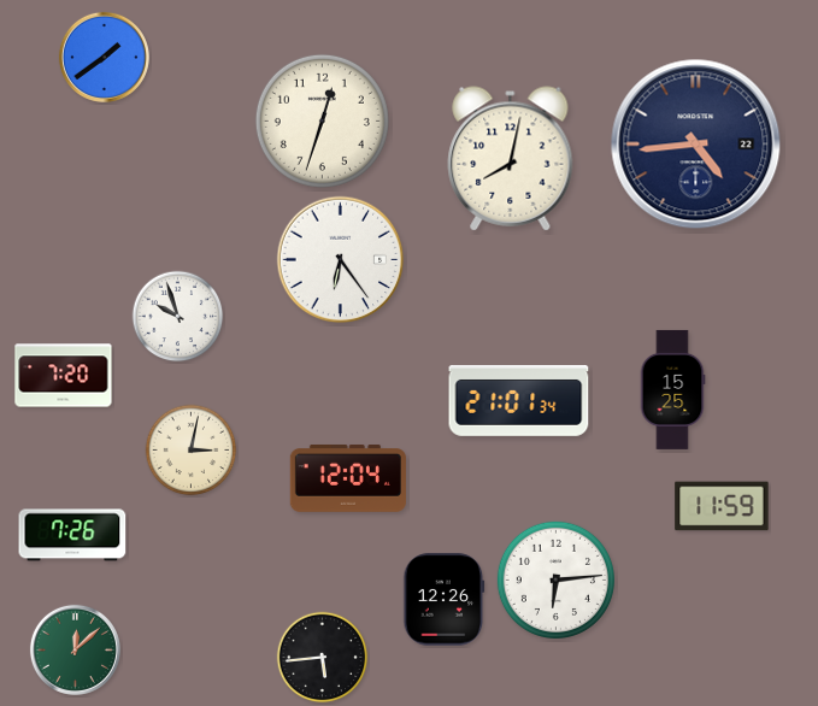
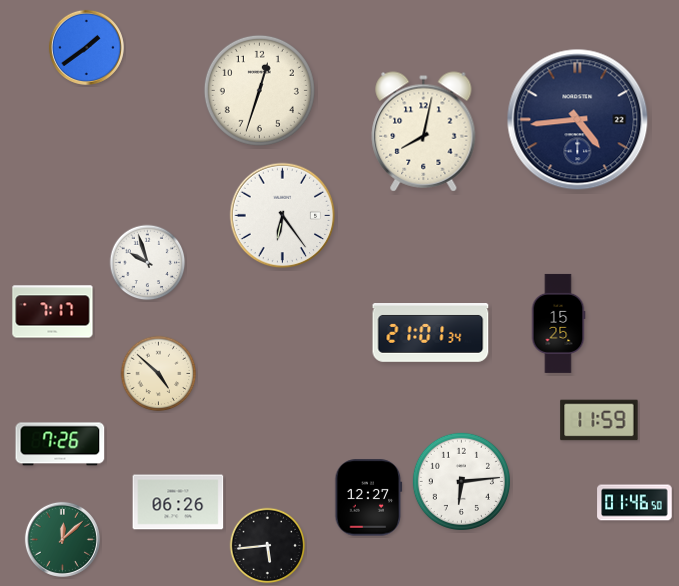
clock at (322, 120) position: (322, 120) -> (259, 90)
clock at (64, 376): 7:20 -> 7:17
clock at (192, 451): 3:02 -> 4:52
clock at (348, 480): 12:04 -> none
clock at (445, 600): 12:26 -> 12:27
clock at (178, 502): none -> 06:26
clock at (635, 503): none -> 01:46
